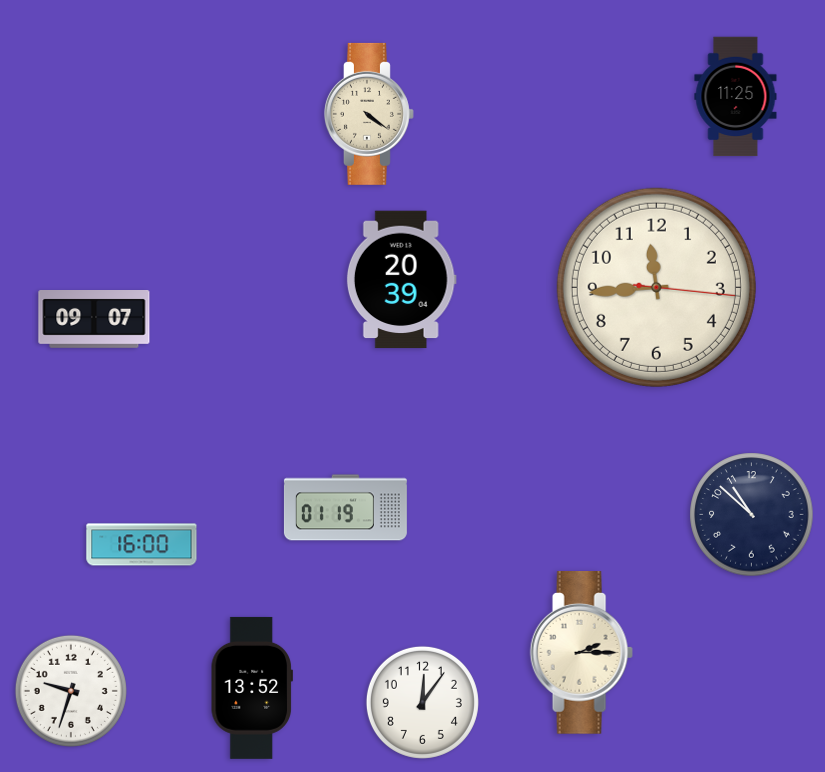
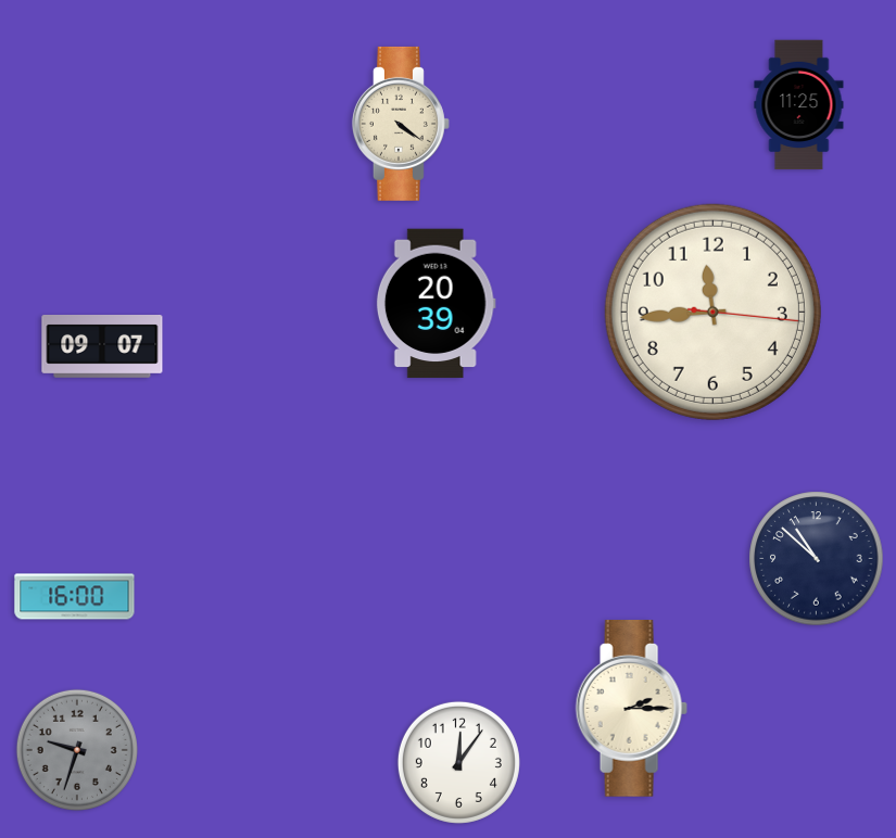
clock at (345, 508): 01:19 -> none
clock at (142, 545) position: (142, 545) -> (75, 597)
clock at (252, 688): 13:52 -> none
clock at (71, 691) dial: white -> grey
